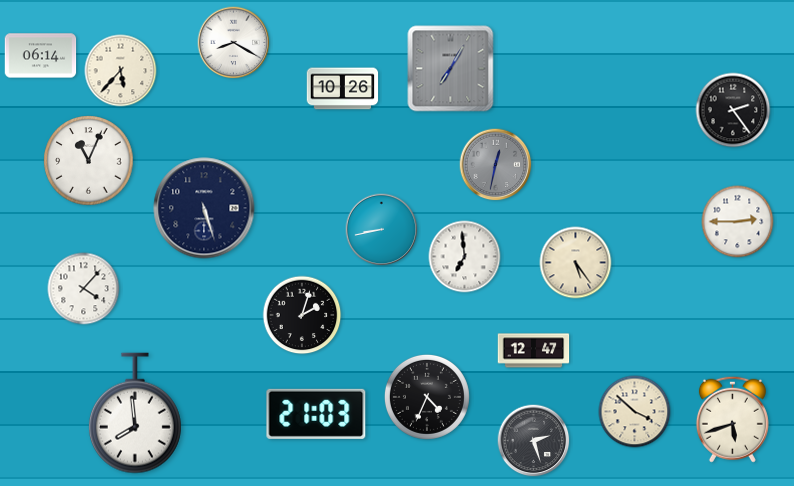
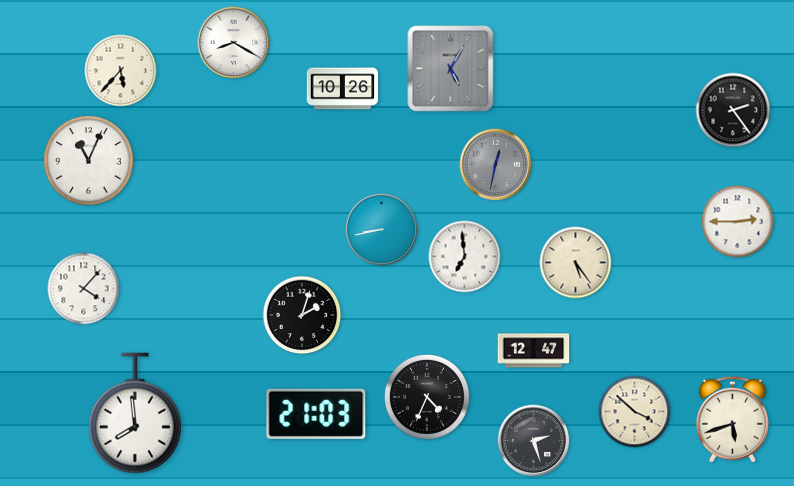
clock at (41, 56): 06:14 -> none
clock at (451, 69): 7:05 -> 5:05
clock at (204, 208): 5:27 -> none
